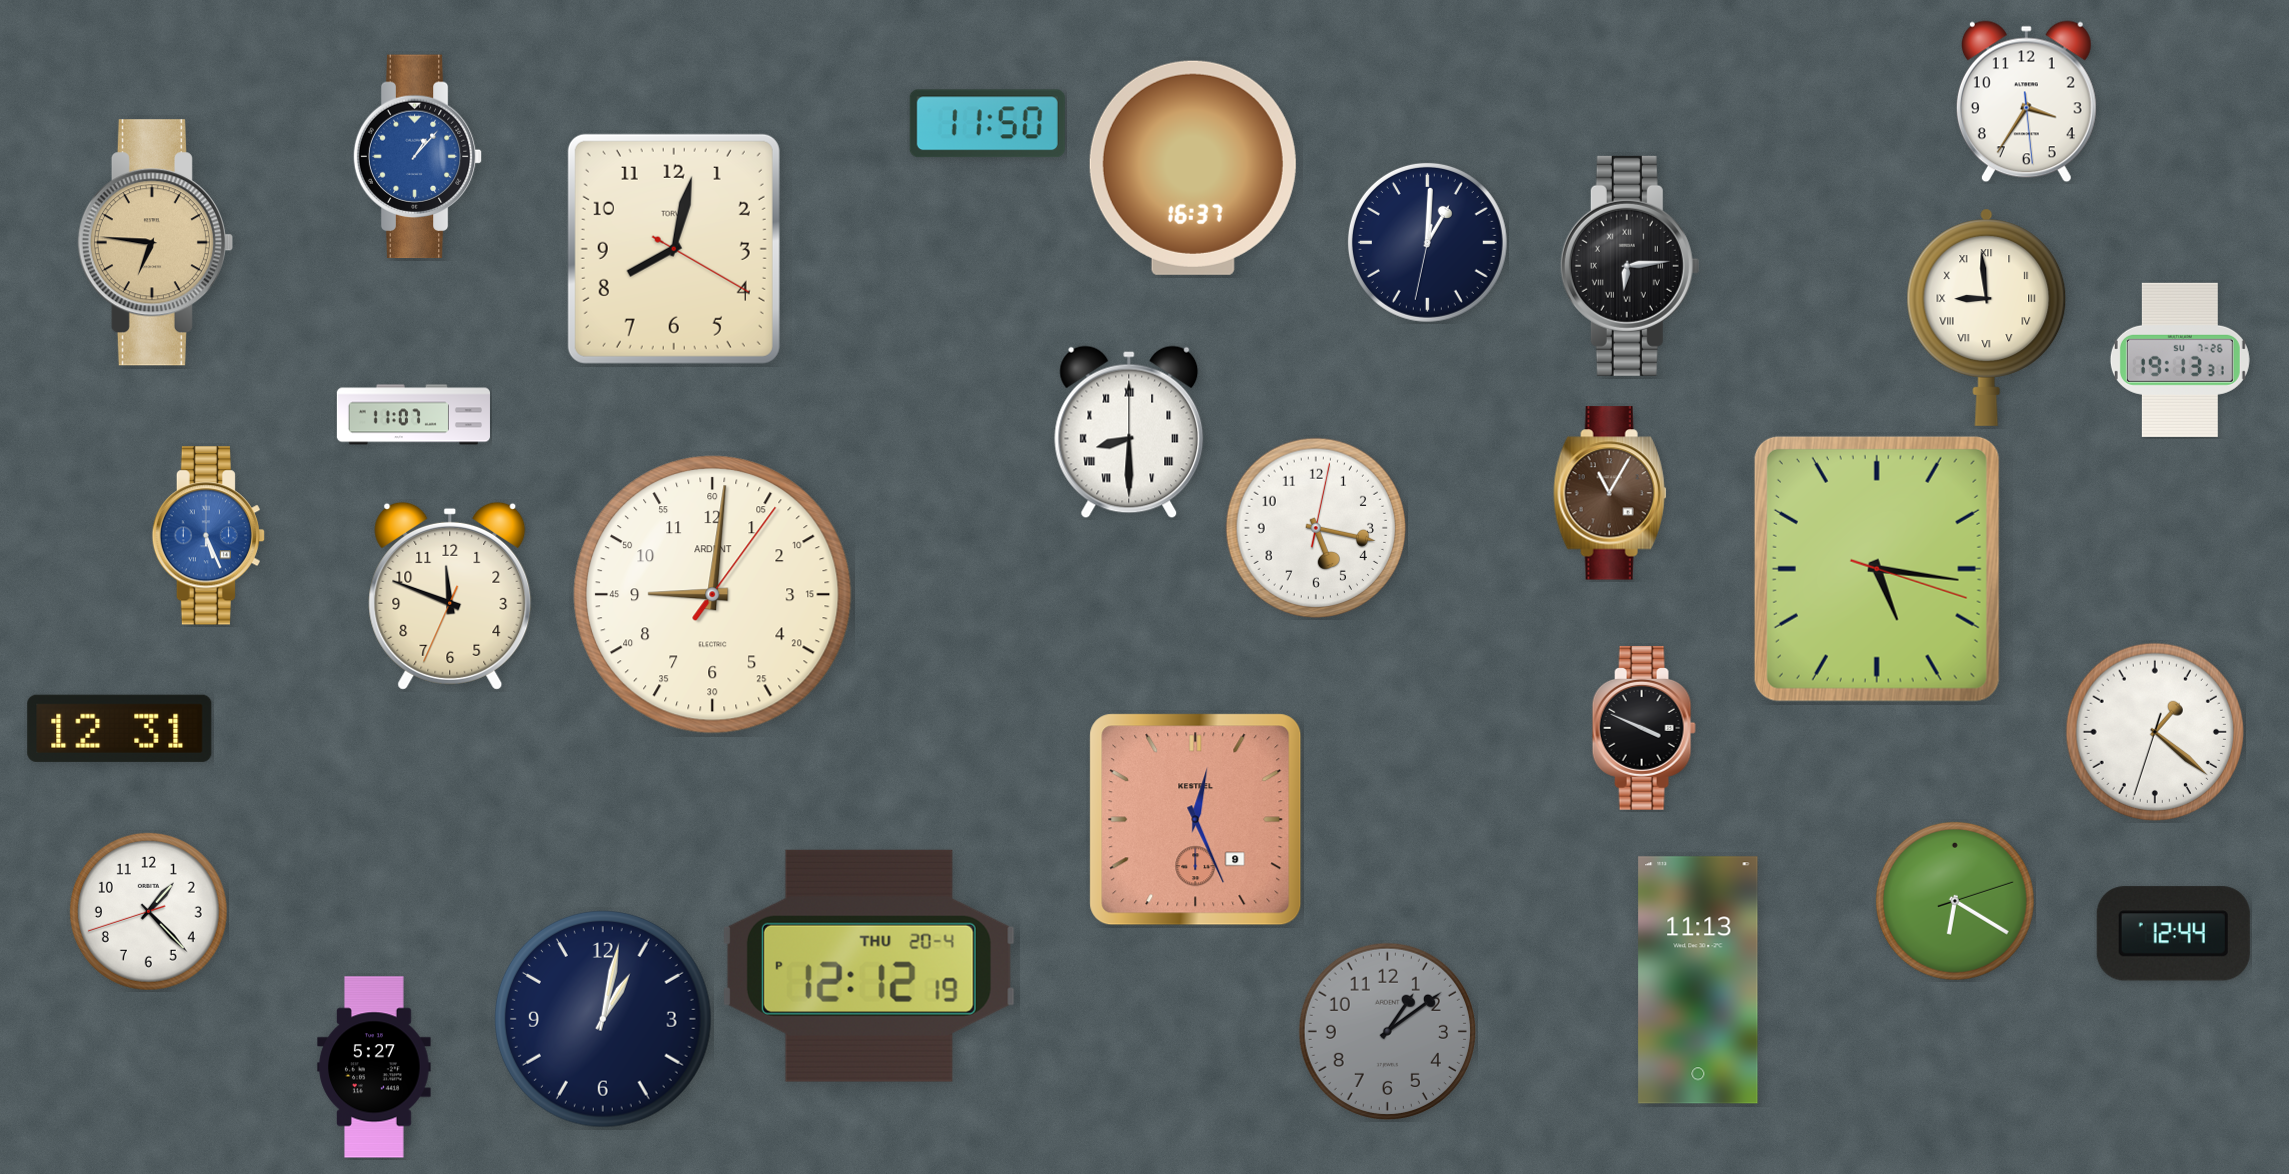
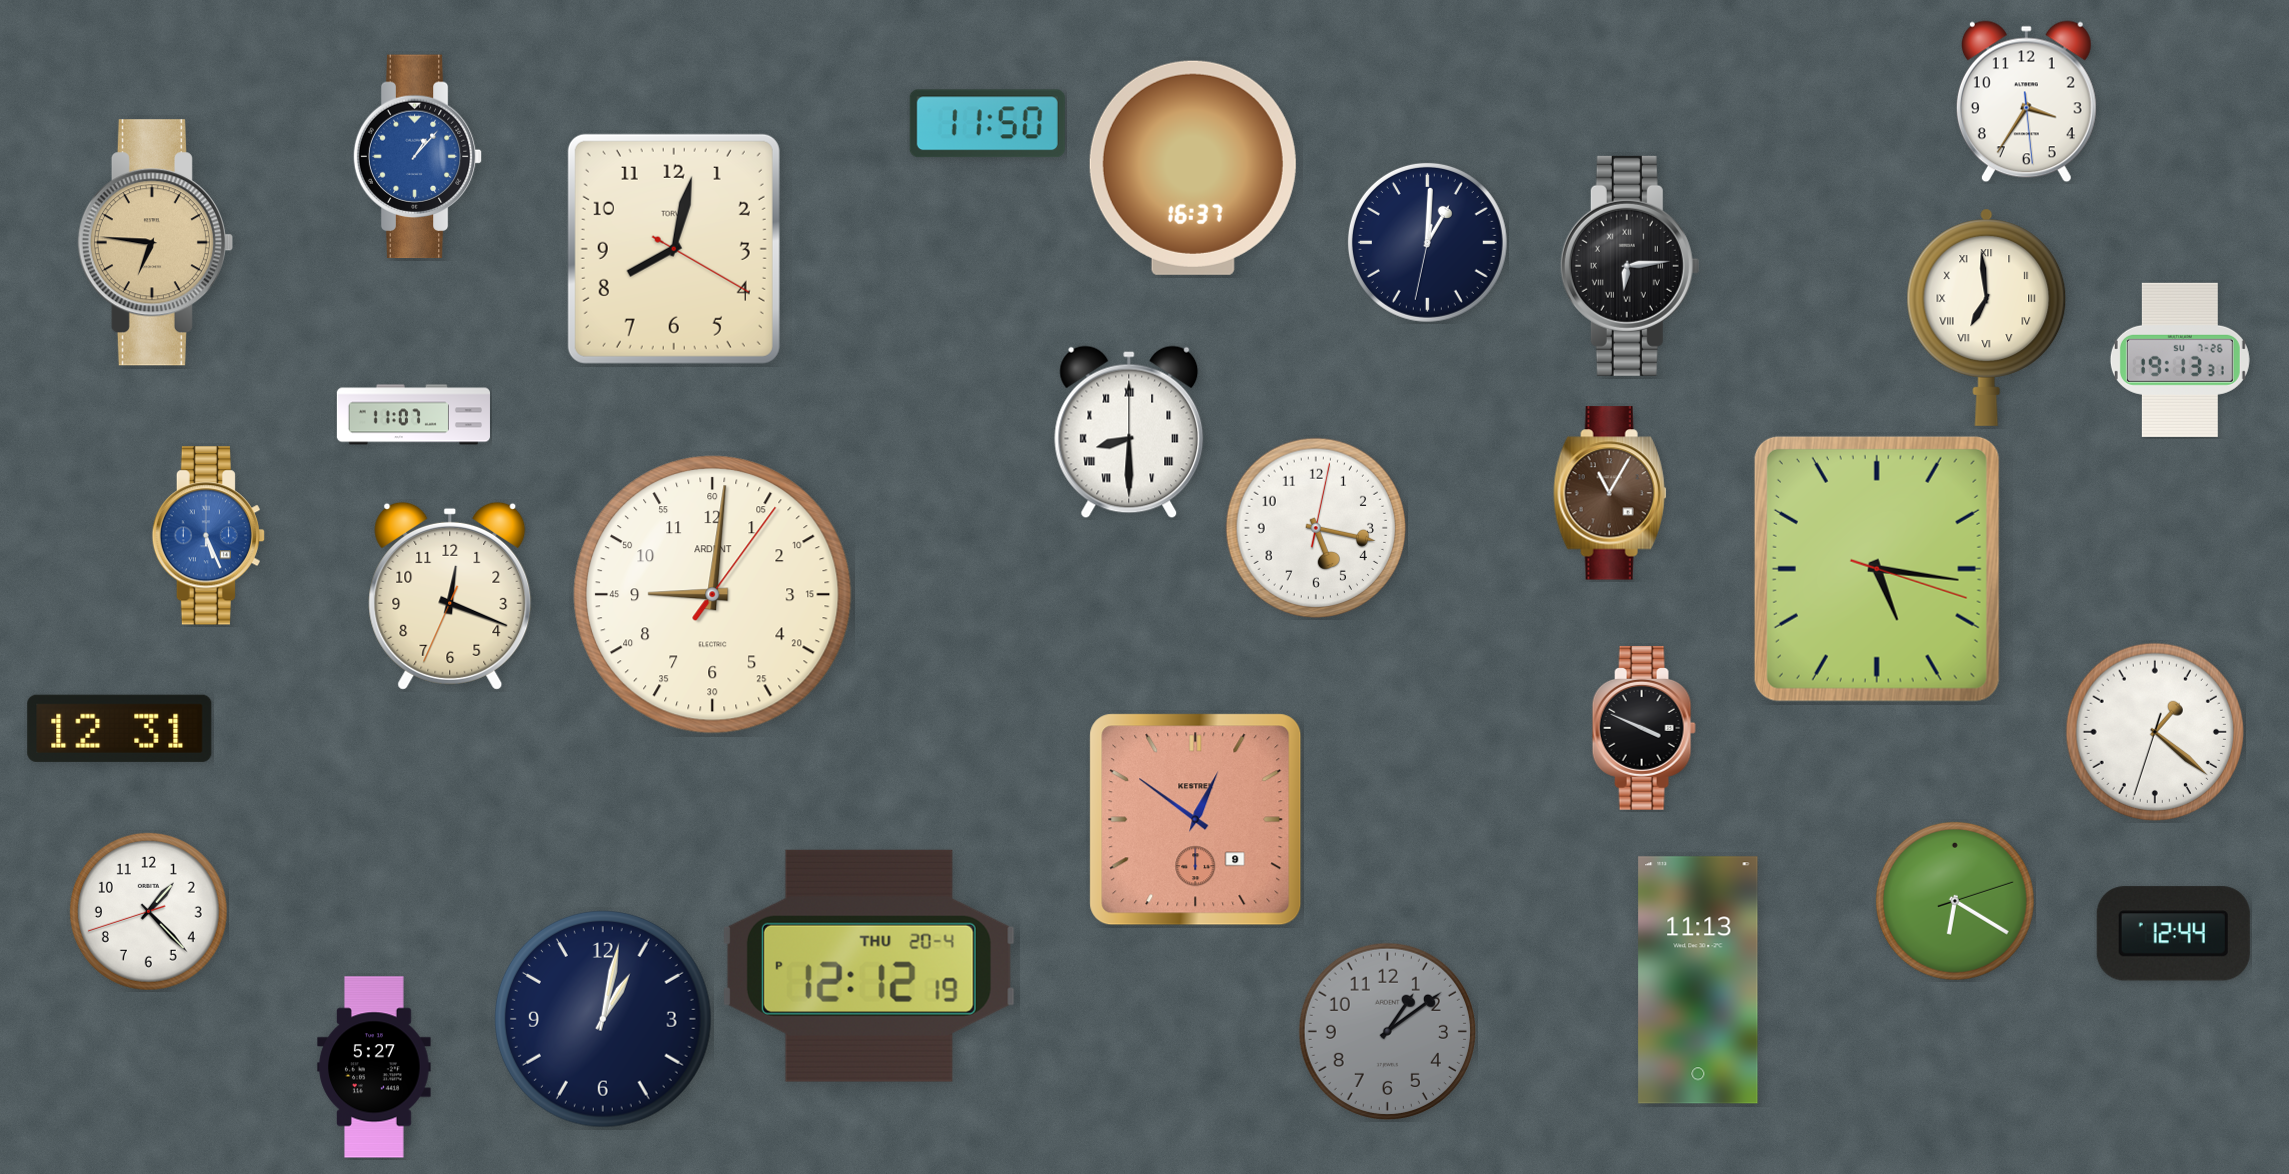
clock at (1987, 317): 8:59 -> 6:59
clock at (450, 596): 11:48 -> 12:18
clock at (1196, 820): 12:26 -> 12:51
